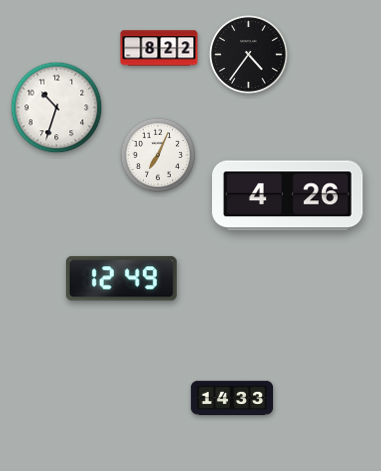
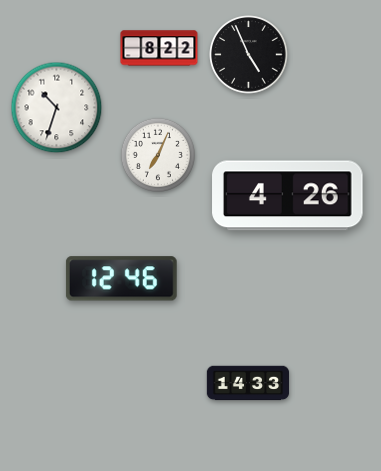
clock at (249, 55): 4:36 -> 4:56
clock at (121, 279): 12:49 -> 12:46
clock at (232, 398) position: (232, 398) -> (248, 383)
